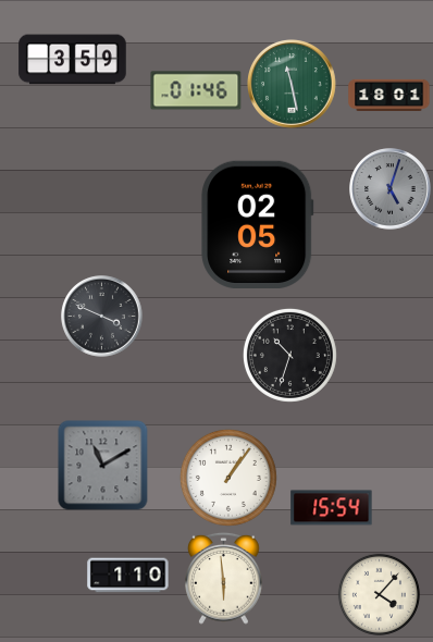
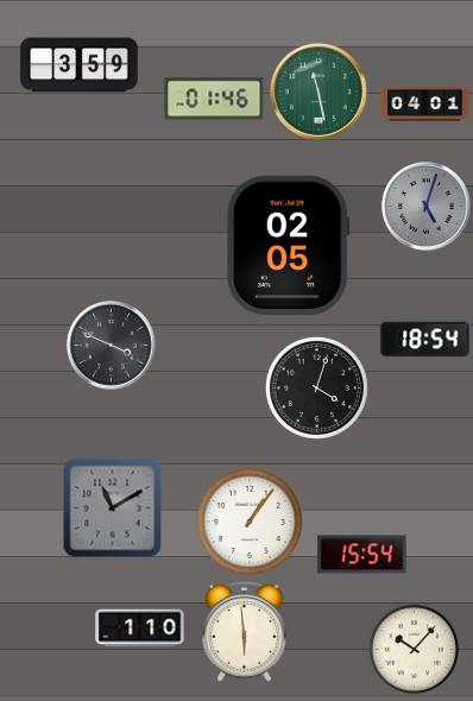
clock at (389, 95): 18:01 -> 04:01
clock at (258, 224) position: (258, 224) -> (289, 245)
clock at (425, 339): none -> 18:54
clock at (289, 355): 10:33 -> 4:03
clock at (379, 594): 4:07 -> 10:07
